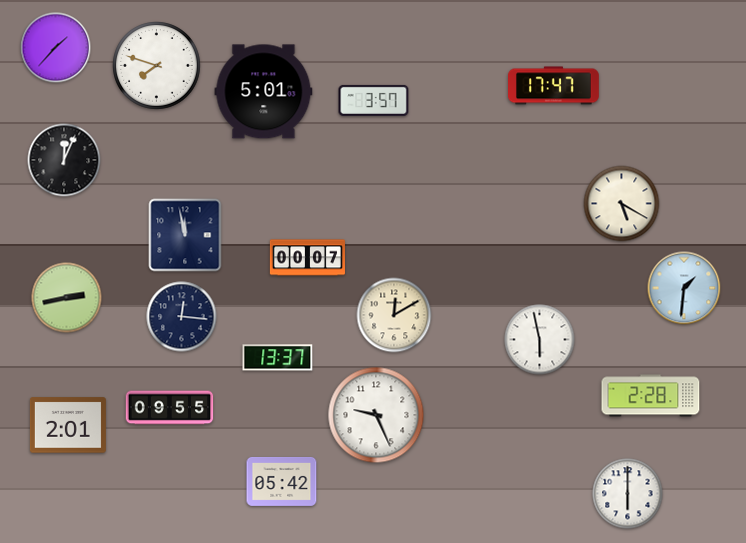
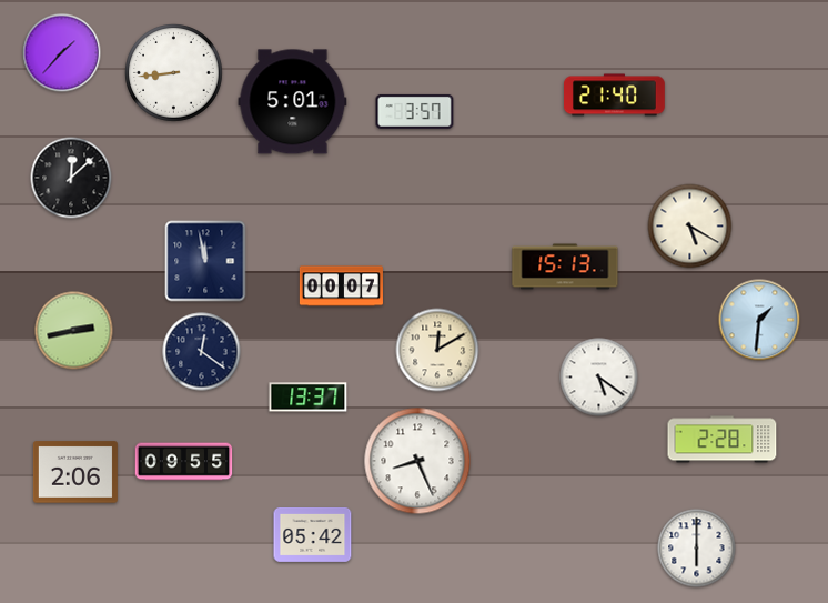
clock at (157, 66): 7:48 -> 8:44
clock at (554, 86): 17:47 -> 21:40
clock at (64, 160): 12:04 -> 12:08
clock at (565, 267): none -> 15:13
clock at (182, 317): 12:16 -> 12:21
clock at (540, 340): 5:58 -> 5:21
clock at (170, 408) position: (170, 408) -> (184, 462)
clock at (376, 415): 9:26 -> 8:26
clock at (68, 425): 2:01 -> 2:06
